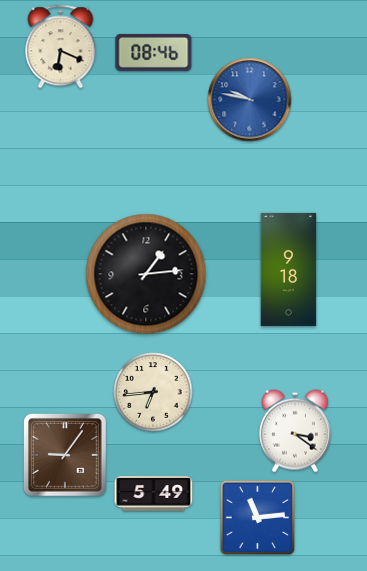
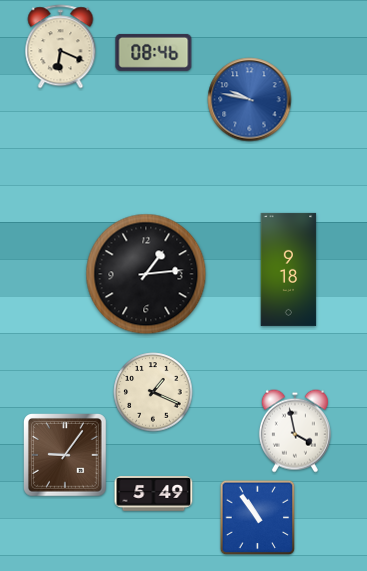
clock at (153, 392): 6:44 -> 1:19
clock at (295, 431): 3:21 -> 3:58
clock at (258, 518): 11:14 -> 10:54
